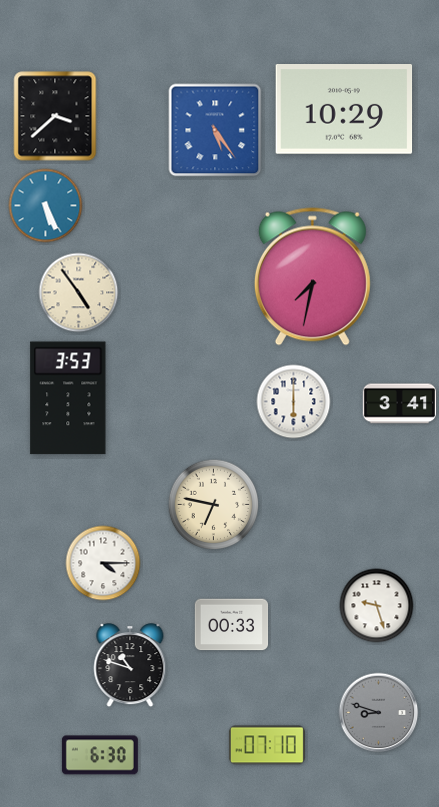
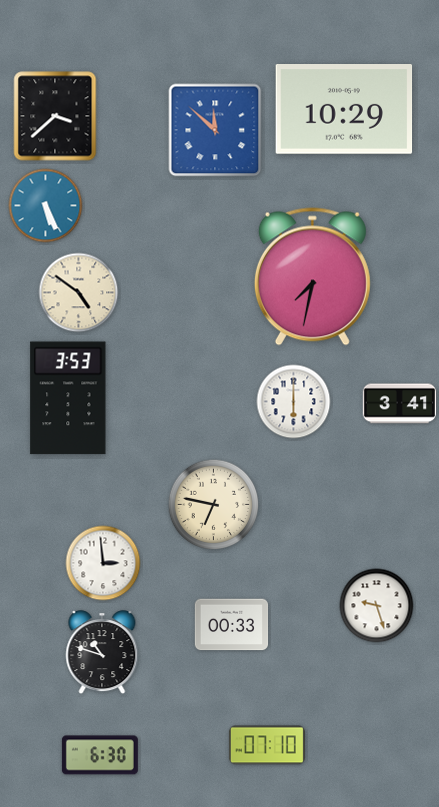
clock at (215, 130): 5:24 -> 11:52
clock at (79, 293): 4:54 -> 4:51
clock at (103, 563): 4:15 -> 2:59
clock at (130, 666) position: (130, 666) -> (102, 653)
clock at (379, 713): 8:48 -> none
